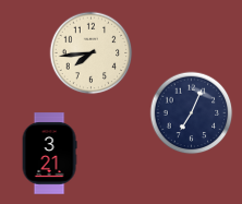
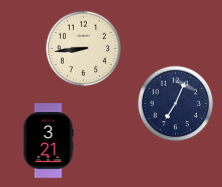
clock at (92, 53): 7:44 -> 8:44
clock at (49, 154) position: (49, 154) -> (48, 141)
